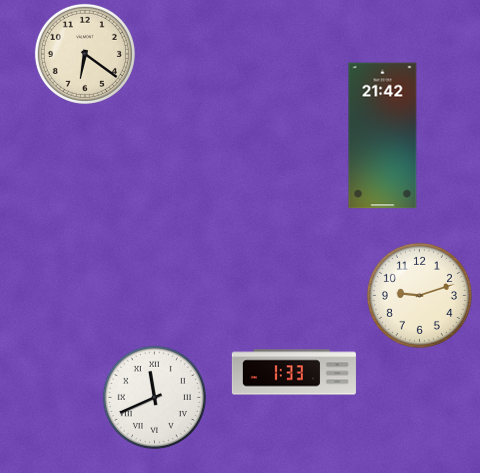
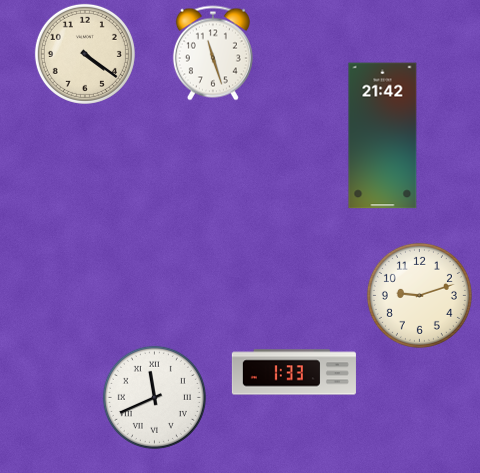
clock at (213, 53): none -> 11:27
clock at (85, 54): 6:21 -> 4:21
